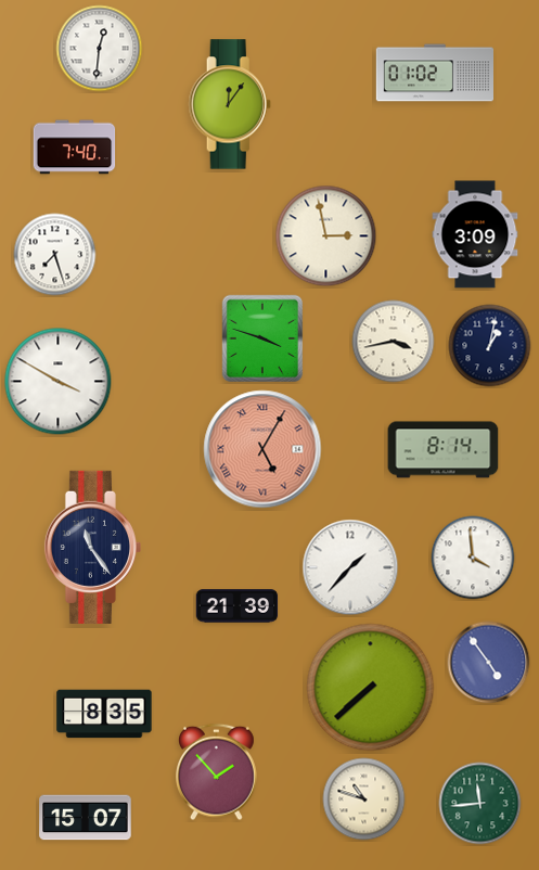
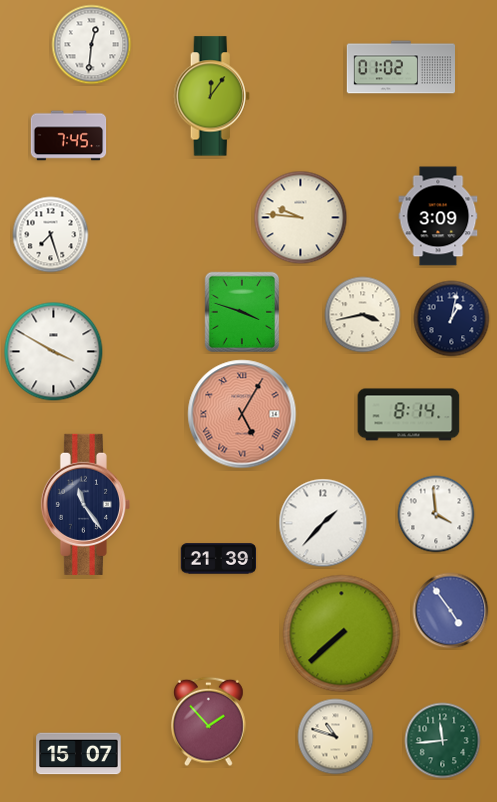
clock at (75, 148): 7:40 -> 7:45
clock at (326, 236): 2:58 -> 9:46
clock at (104, 714): 8:35 -> none
clock at (217, 772) position: (217, 772) -> (209, 722)
